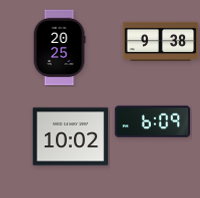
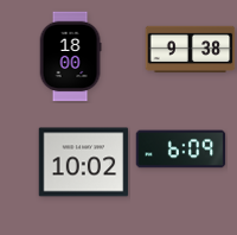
clock at (59, 48): 20:25 -> 18:00
clock at (153, 122) position: (153, 122) -> (181, 150)
